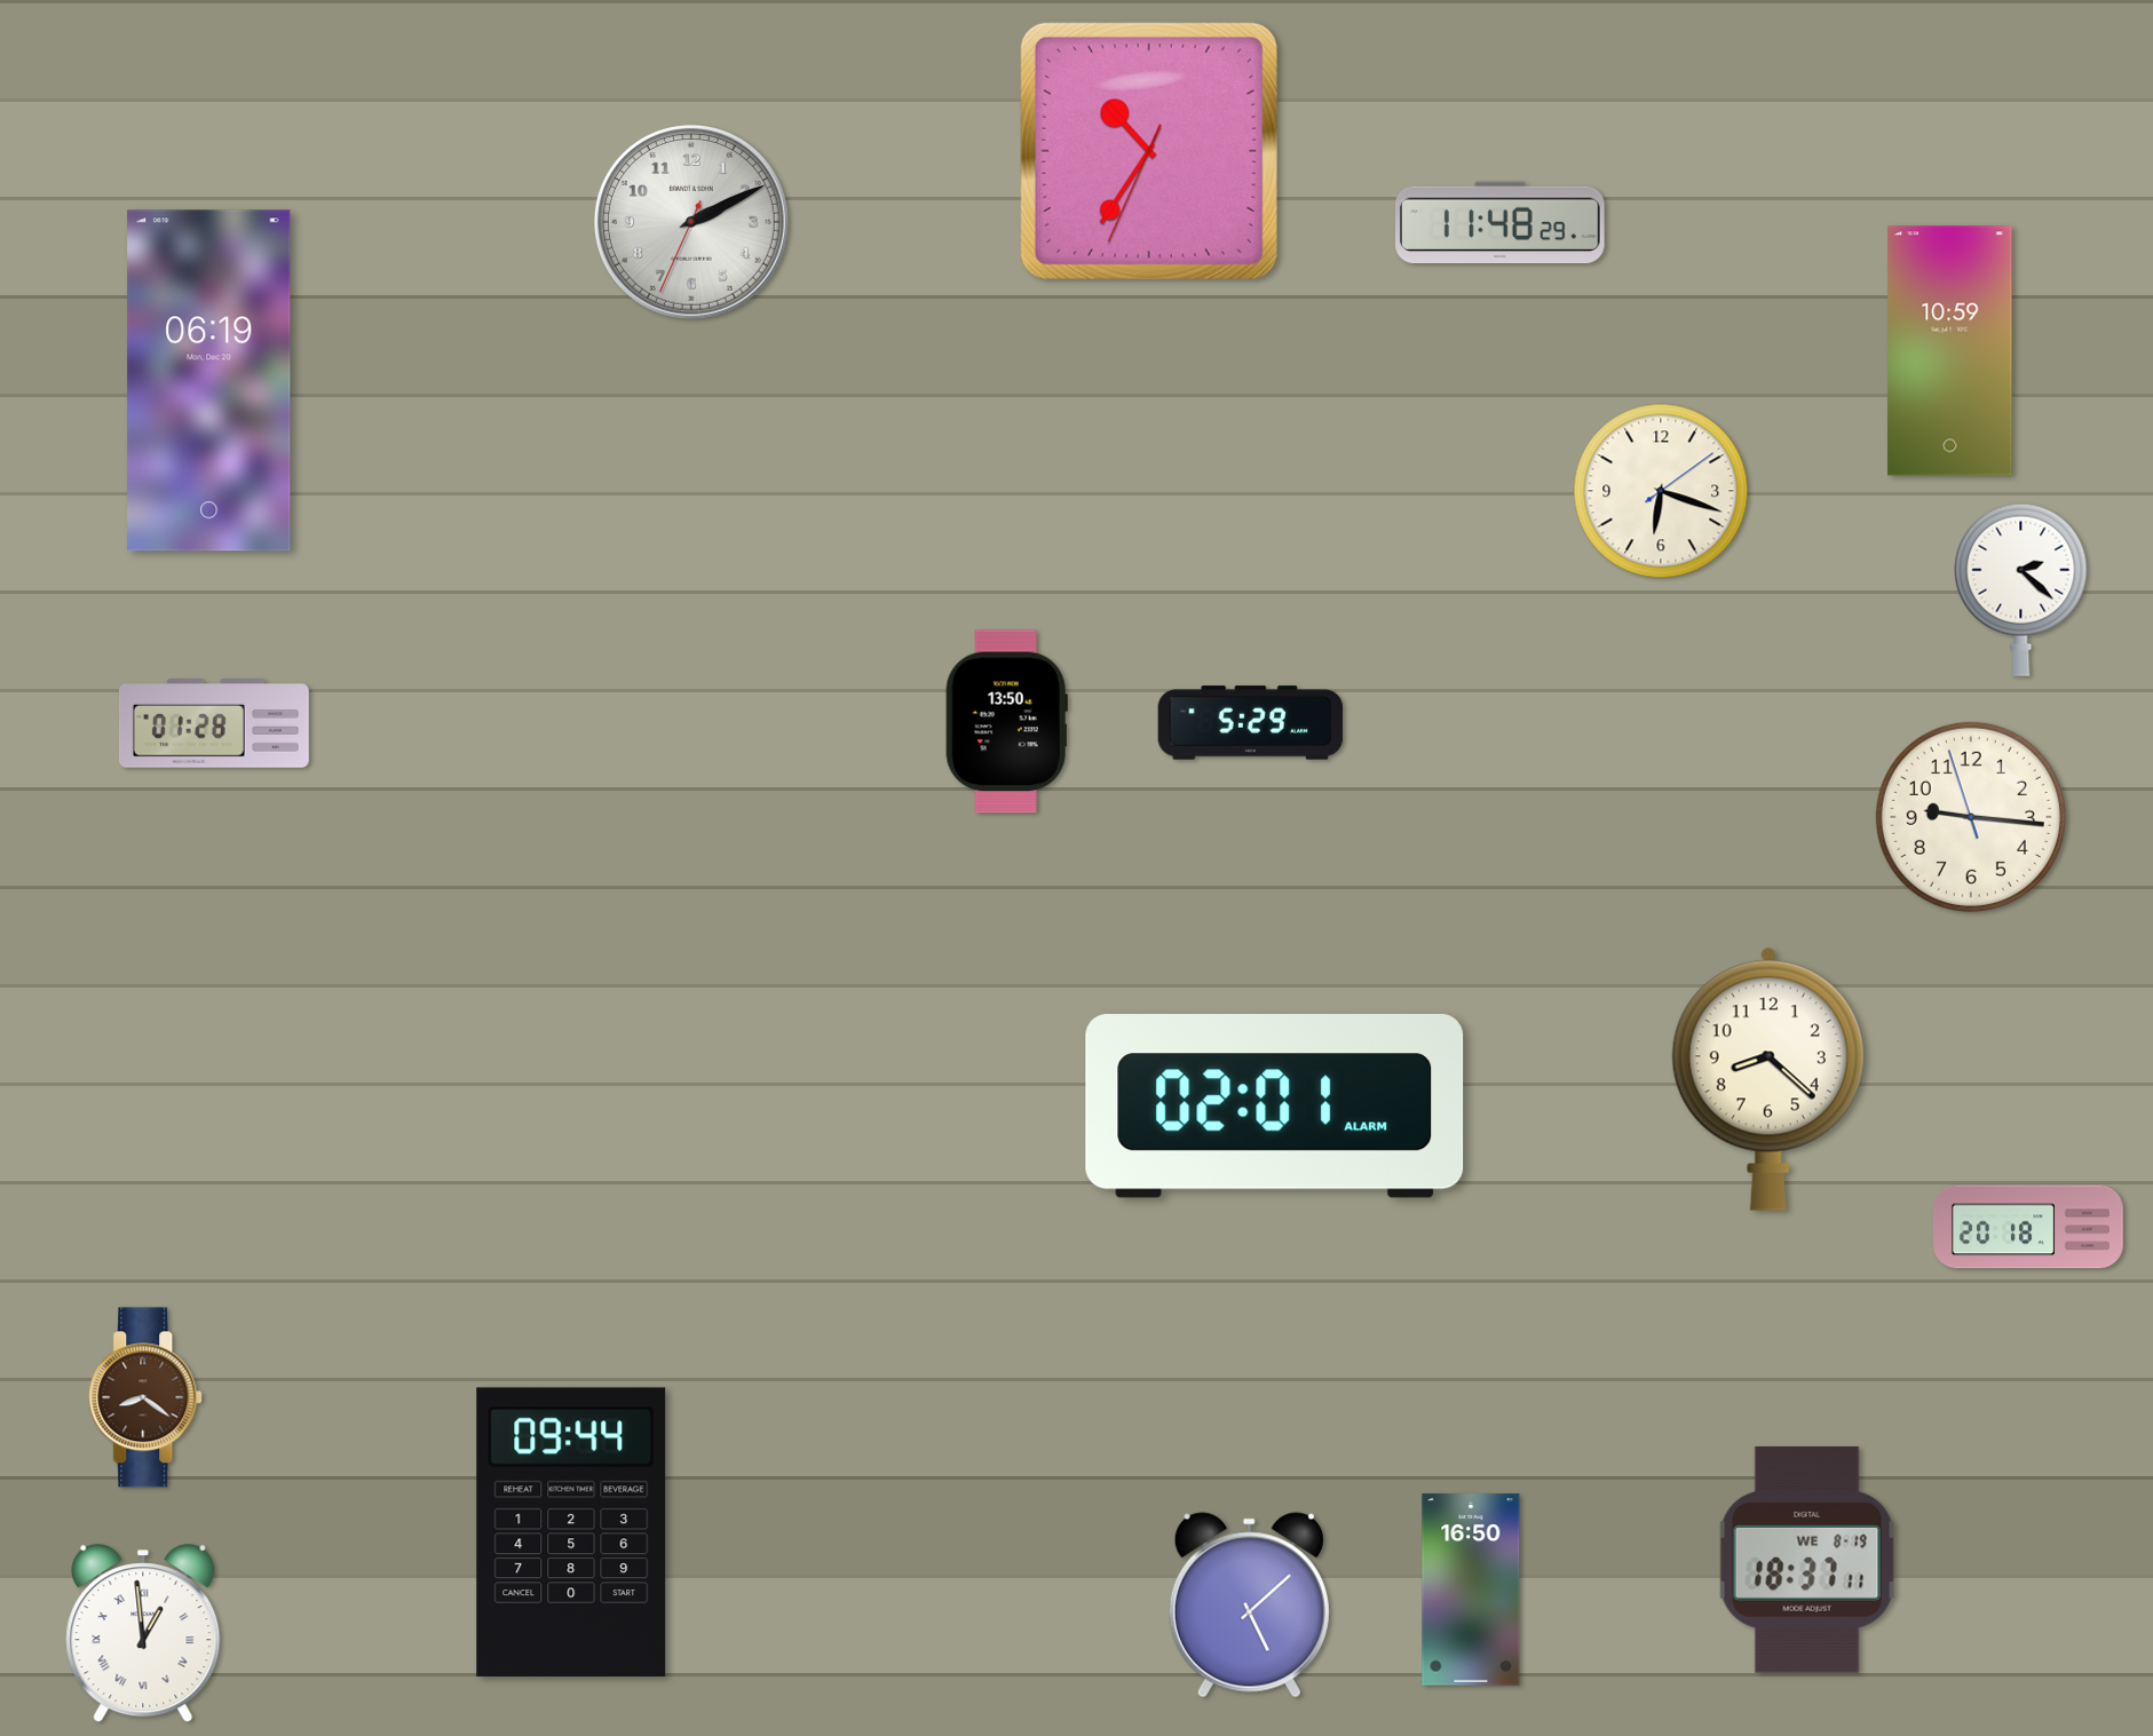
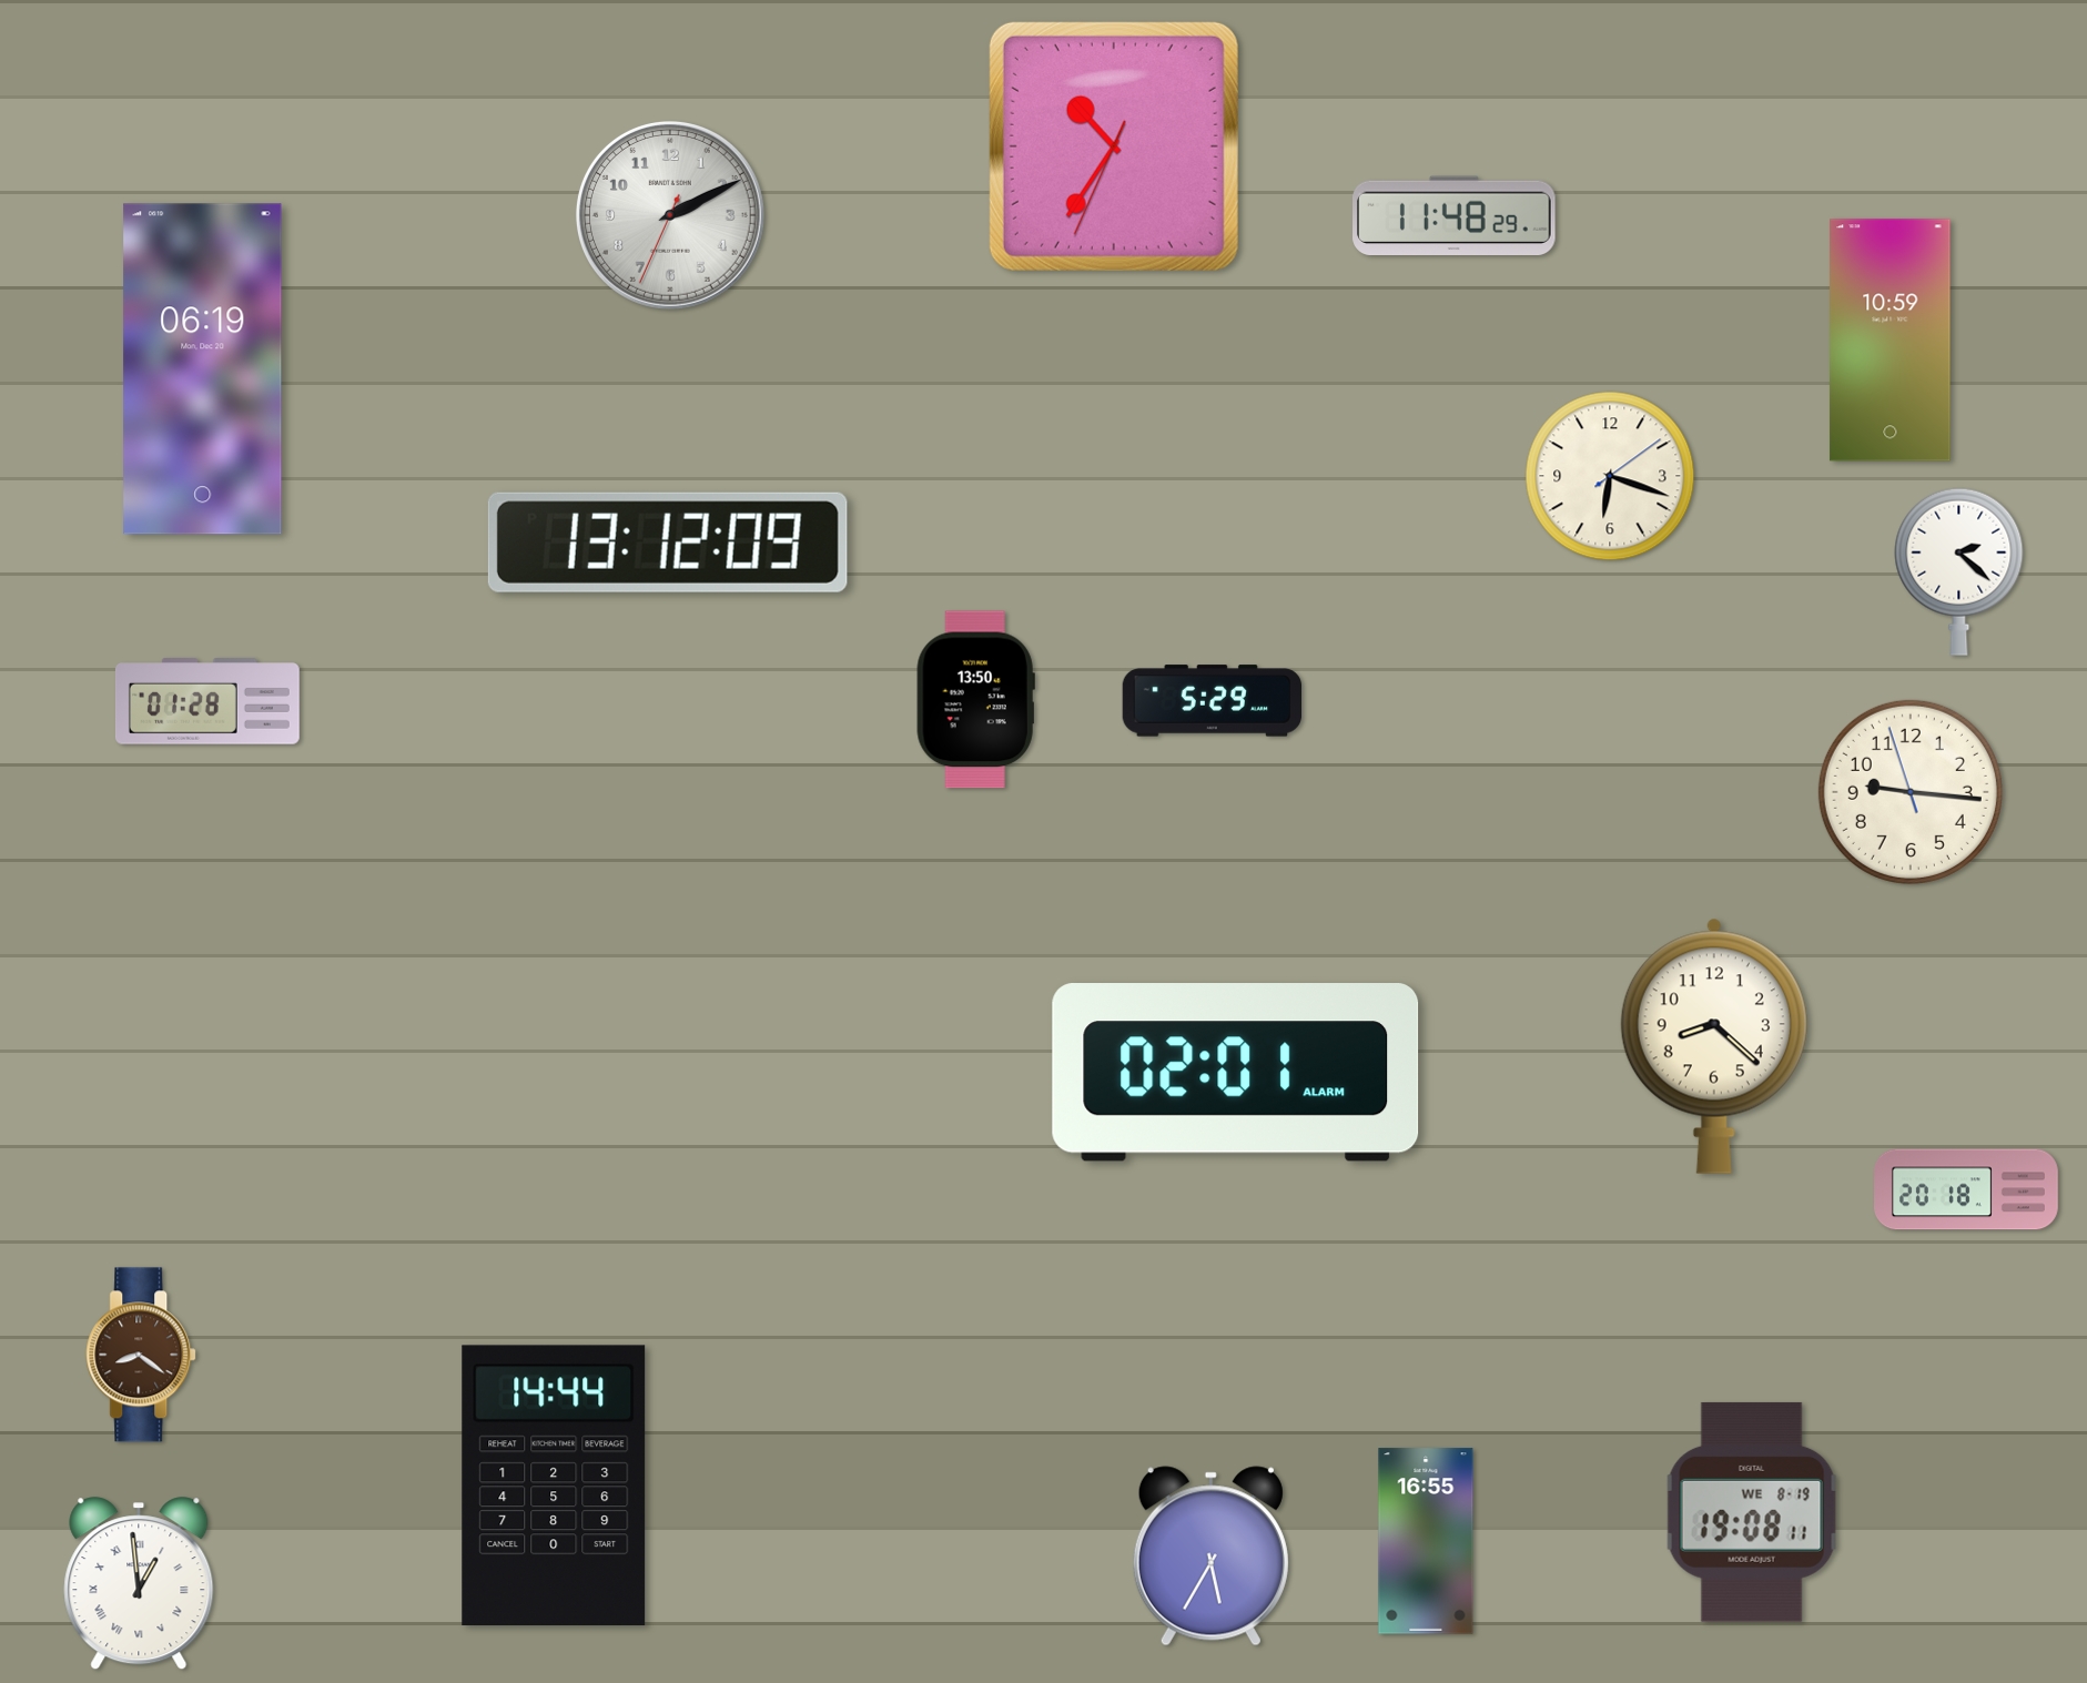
clock at (668, 543): none -> 13:12
clock at (571, 1532): 09:44 -> 14:44
clock at (1807, 1560): 18:37 -> 19:08
clock at (1471, 1590): 16:50 -> 16:55
clock at (1249, 1606): 5:08 -> 5:35
